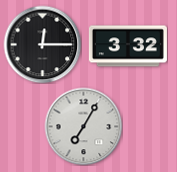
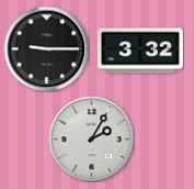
clock at (42, 44): 12:15 -> 9:15
clock at (83, 126): 7:05 -> 2:05
